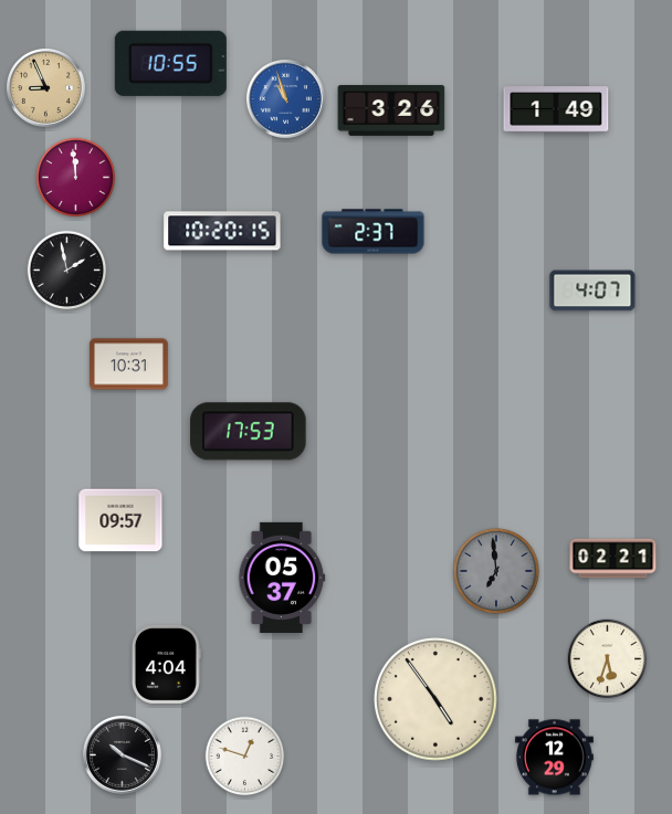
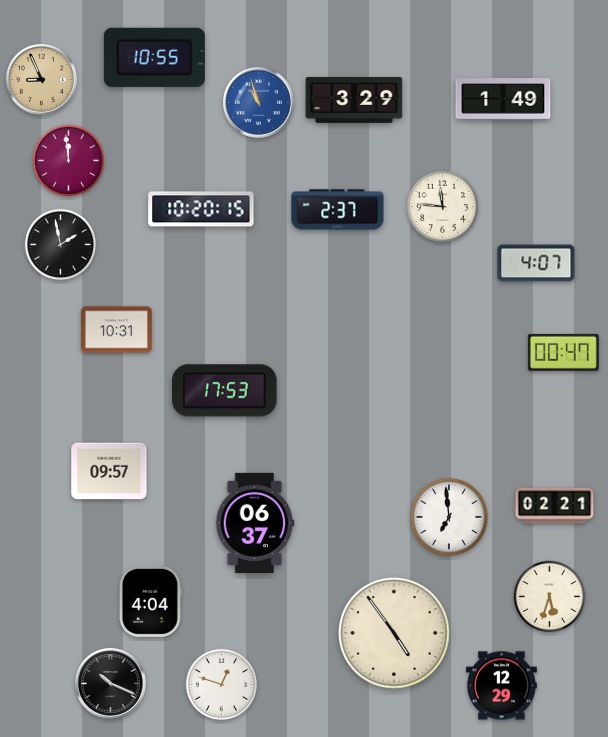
clock at (285, 98) position: (285, 98) -> (258, 102)
clock at (391, 110): 3:26 -> 3:29
clock at (443, 207): none -> 11:46
clock at (563, 352): none -> 00:47
clock at (496, 571) dial: grey -> white
clock at (282, 578): 05:37 -> 06:37
